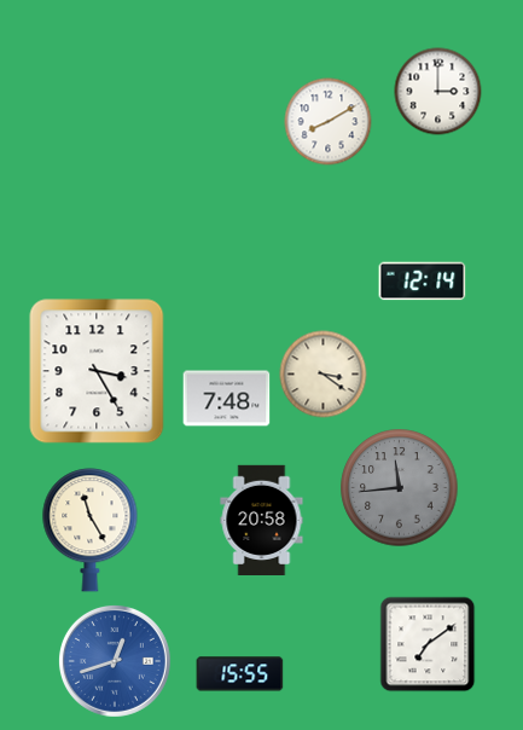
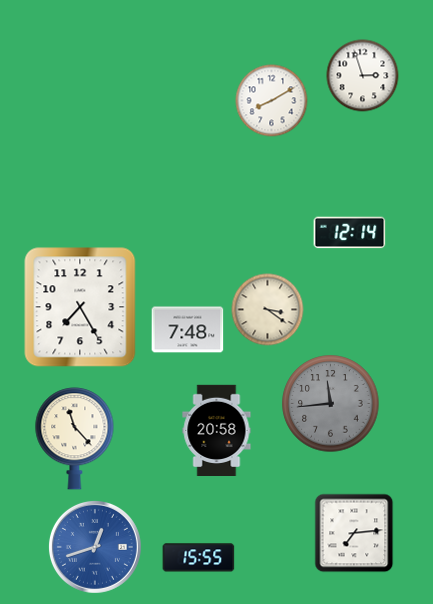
clock at (438, 92): 3:00 -> 2:57
clock at (97, 371): 3:25 -> 7:25
clock at (91, 531): 11:25 -> 11:23
clock at (428, 644): 7:09 -> 7:14
